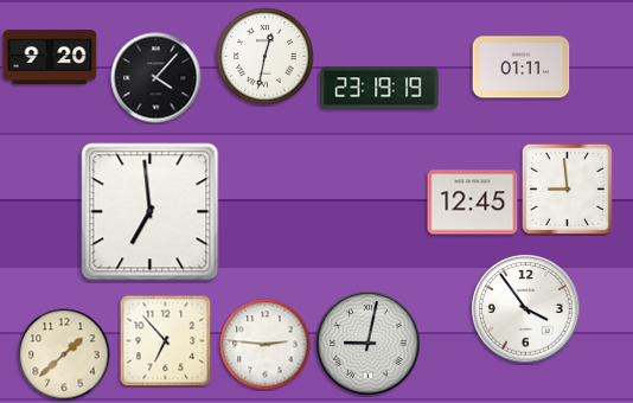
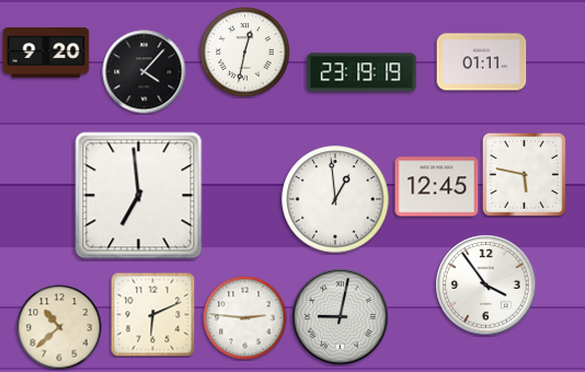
clock at (379, 88) position: (379, 88) -> (362, 72)
clock at (567, 188): 8:59 -> 5:47
clock at (335, 199): none -> 12:59
clock at (165, 340): 6:53 -> 6:11
clock at (64, 354): 1:38 -> 10:38
